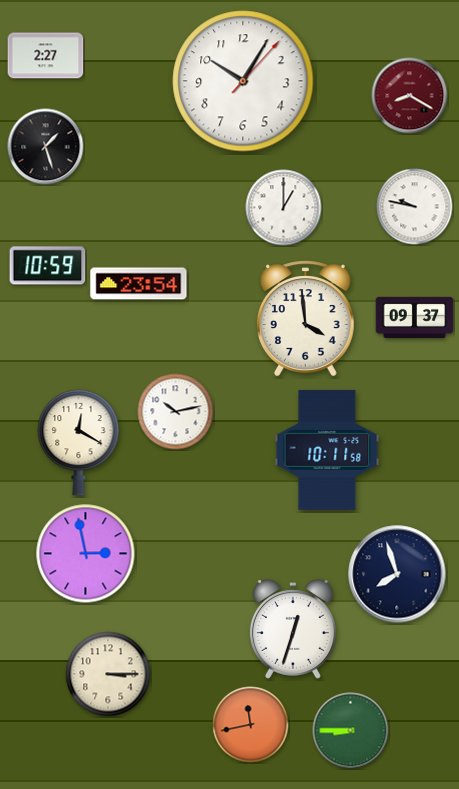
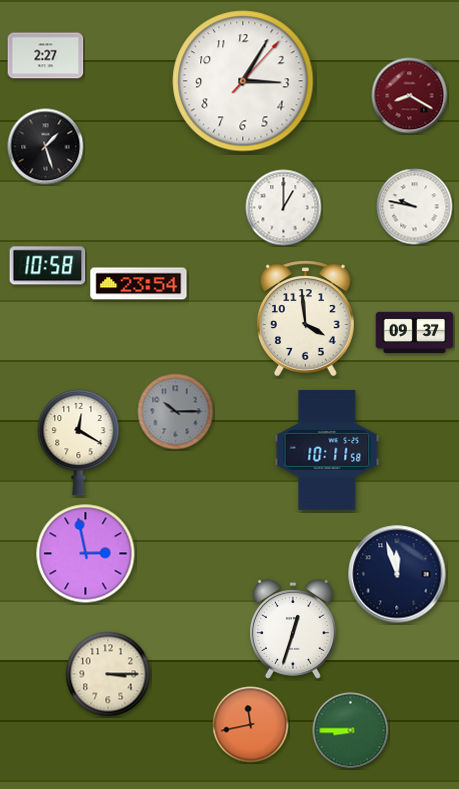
clock at (243, 81): 10:05 -> 3:05
clock at (48, 266): 10:59 -> 10:58
clock at (415, 317) position: (415, 317) -> (415, 332)
clock at (176, 412): 10:13 -> 10:15
clock at (176, 412) dial: white -> grey
clock at (397, 574): 7:57 -> 11:57
